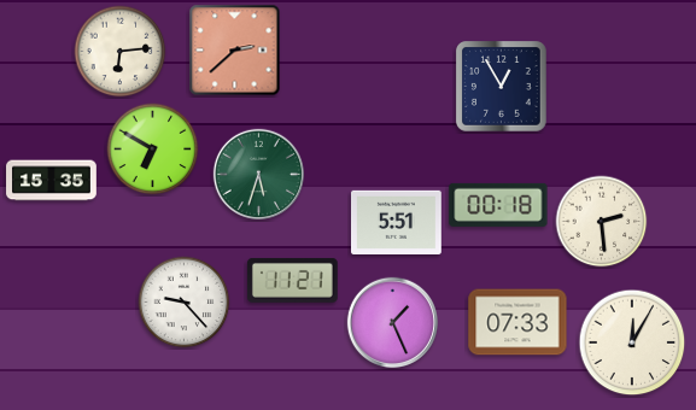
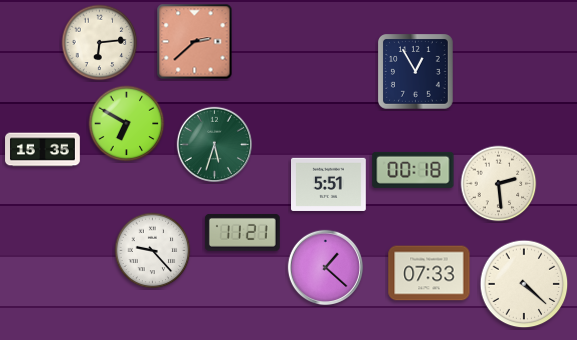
clock at (392, 322): 1:26 -> 1:22
clock at (517, 322) position: (517, 322) -> (429, 273)
clock at (632, 342): 12:05 -> 4:22
